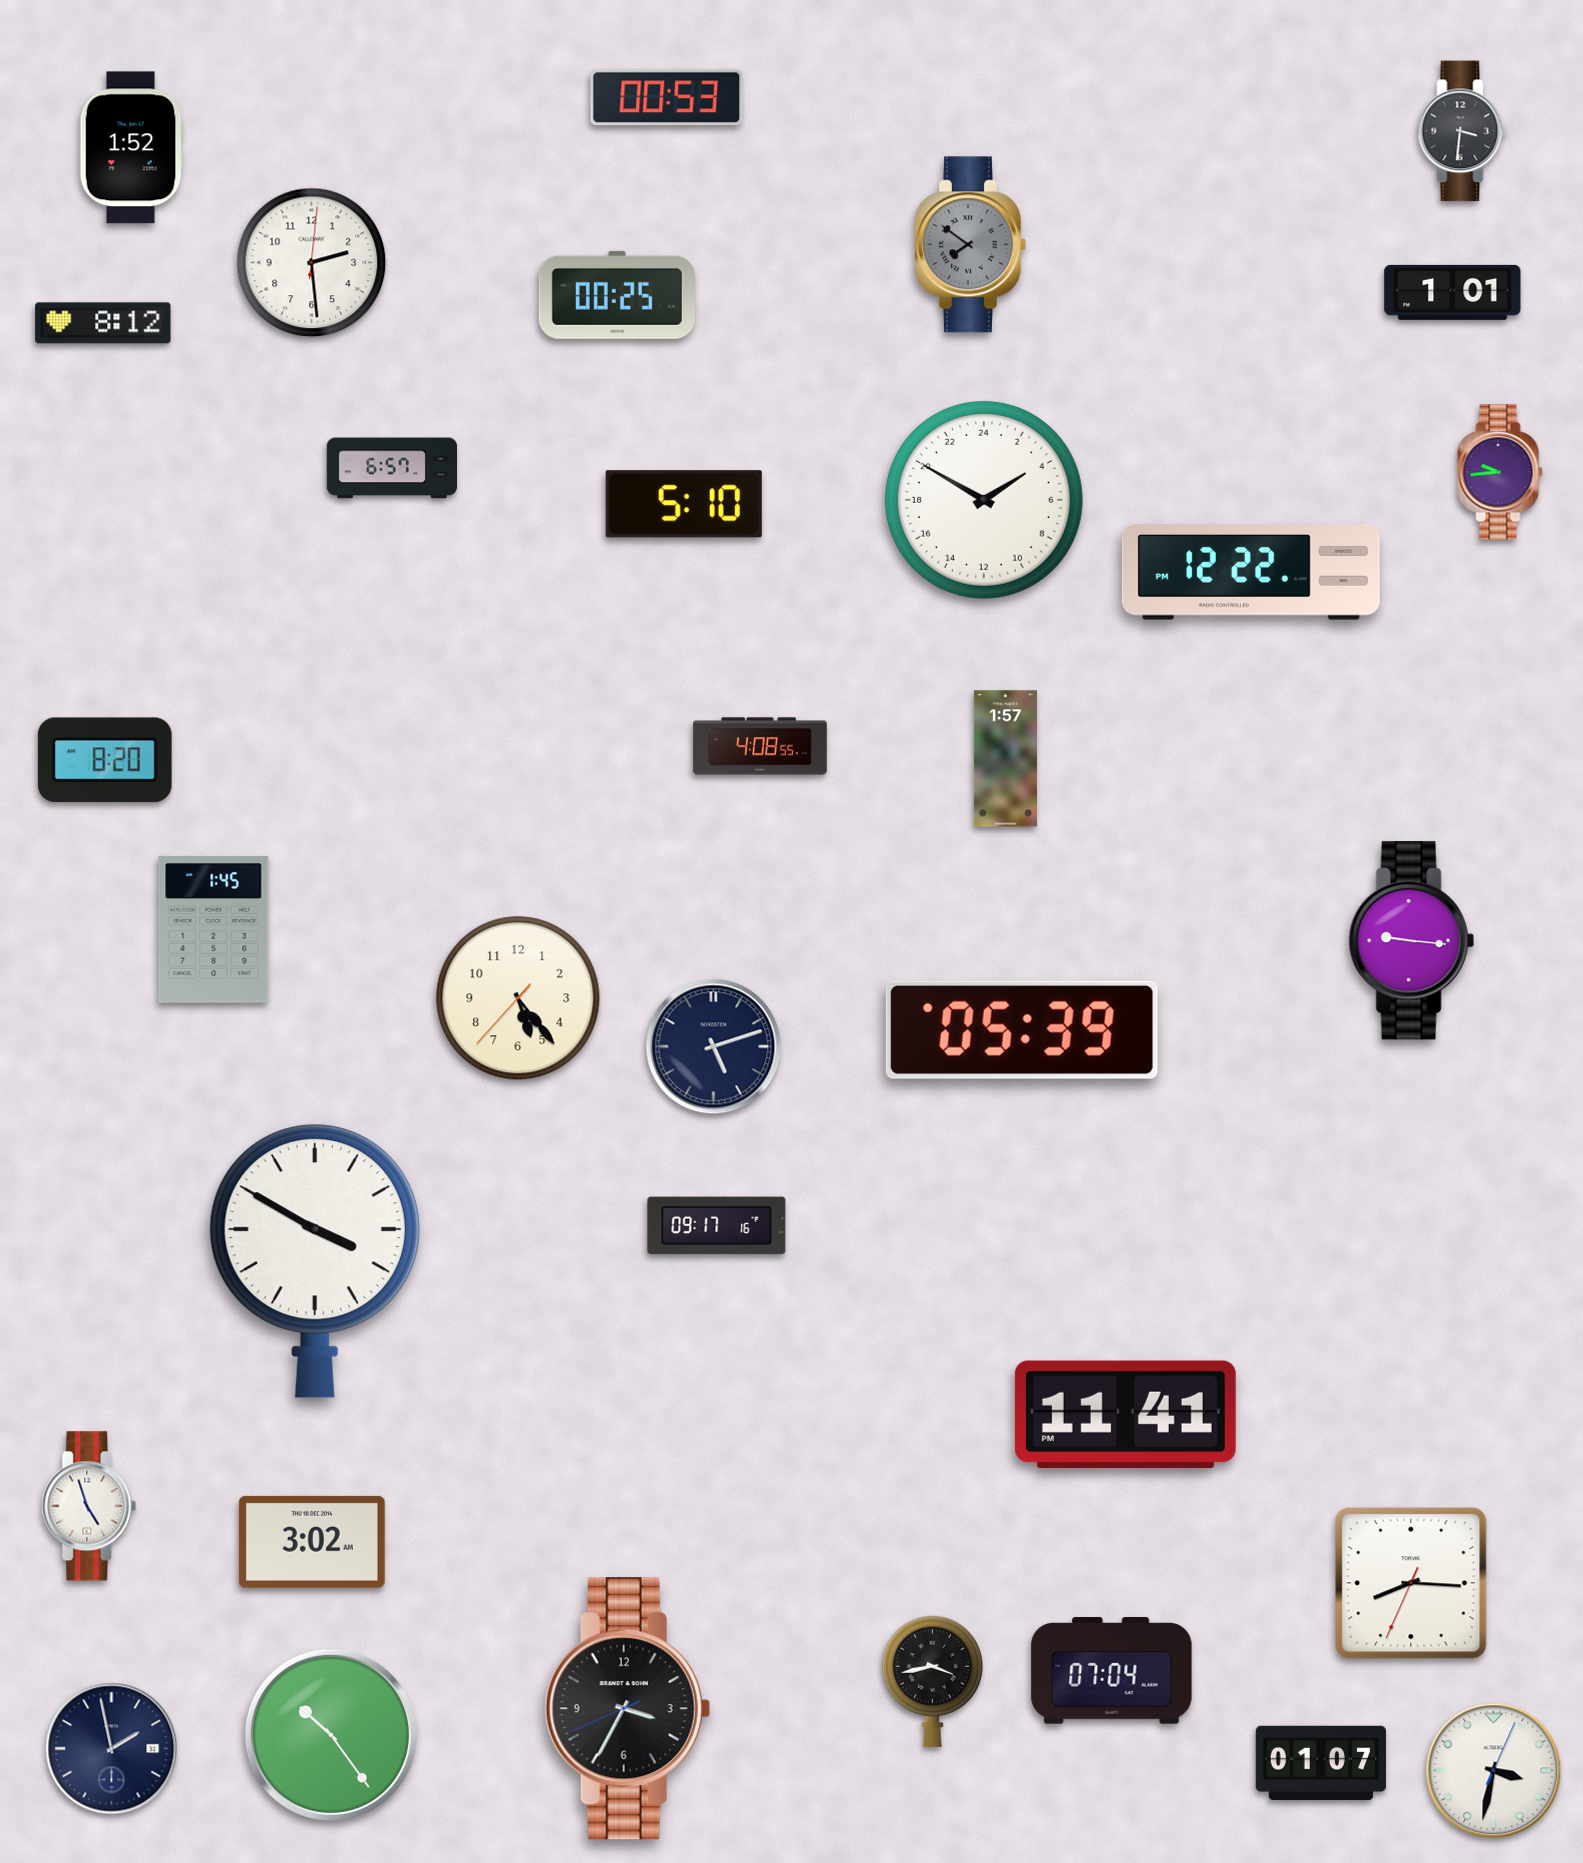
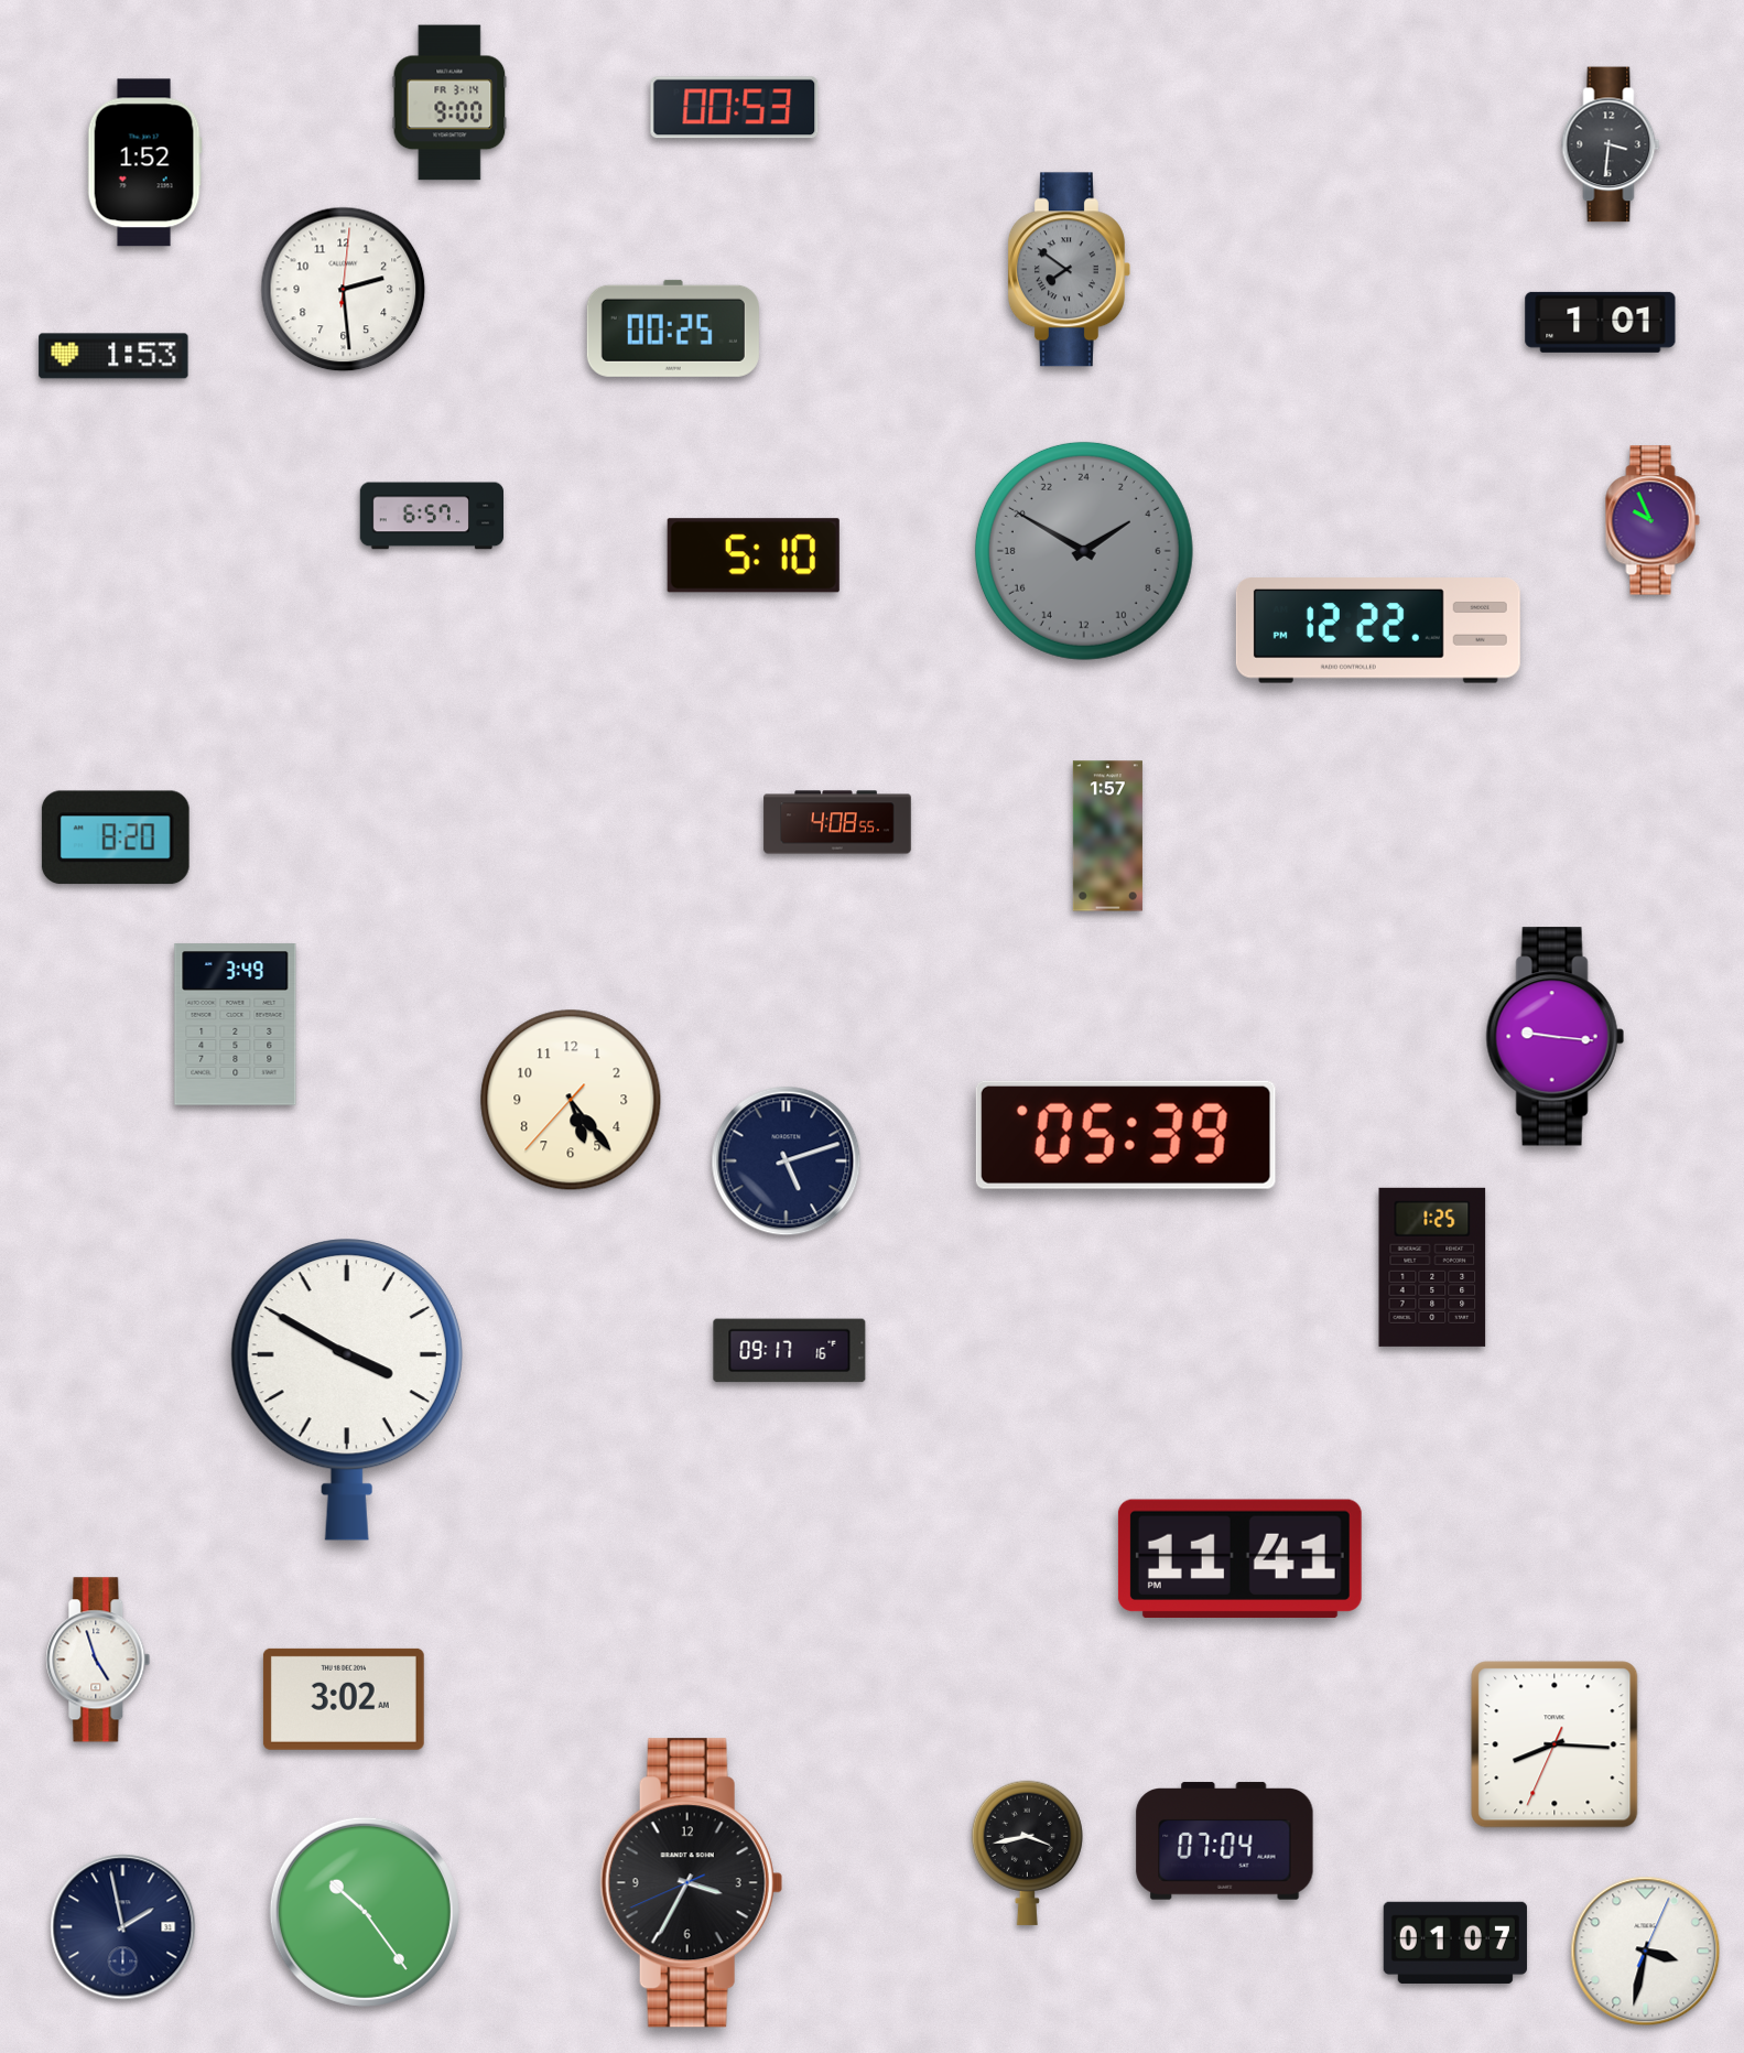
clock at (449, 102): none -> 9:00
clock at (617, 295) position: (617, 295) -> (673, 328)
clock at (103, 323): 8:12 -> 1:53
clock at (1500, 472): 9:44 -> 9:56
clock at (984, 500) dial: white -> grey
clock at (214, 930): 1:45 -> 3:49
clock at (714, 1047) position: (714, 1047) -> (787, 1161)
clock at (1432, 1267): none -> 1:25
